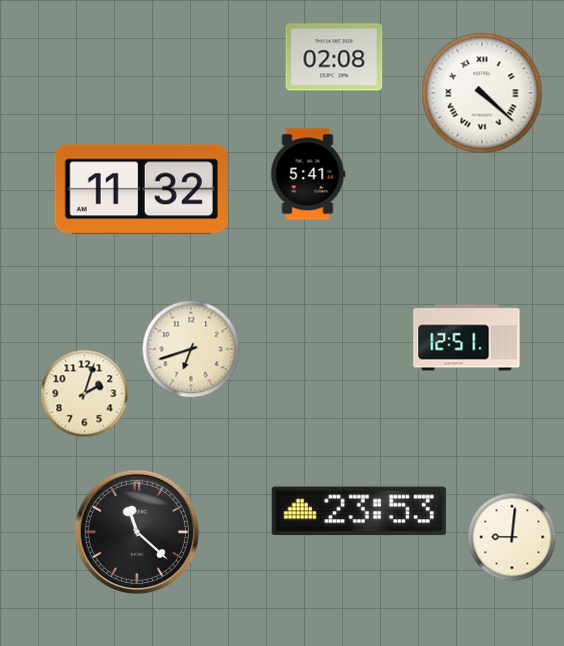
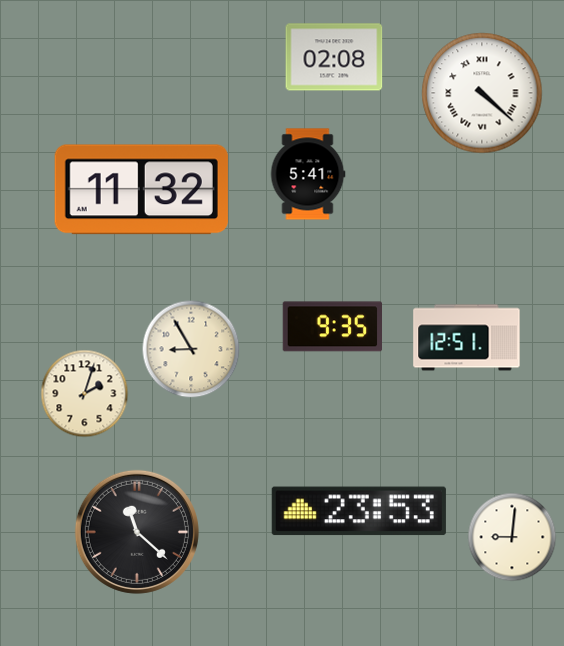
clock at (332, 327): none -> 9:35
clock at (191, 349): 6:42 -> 8:55
